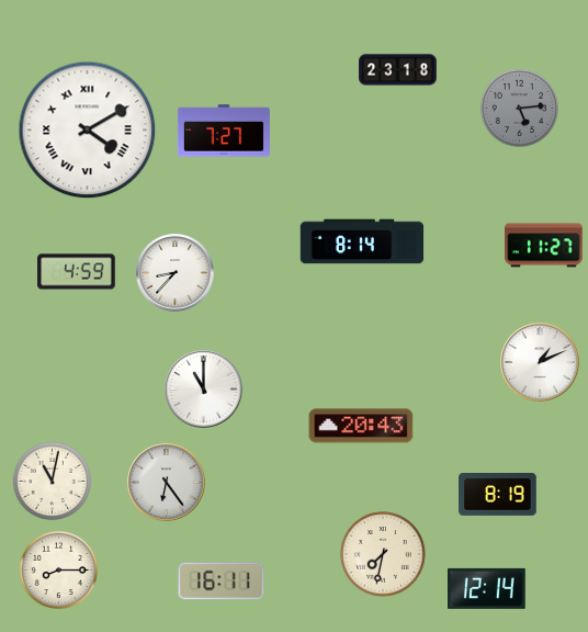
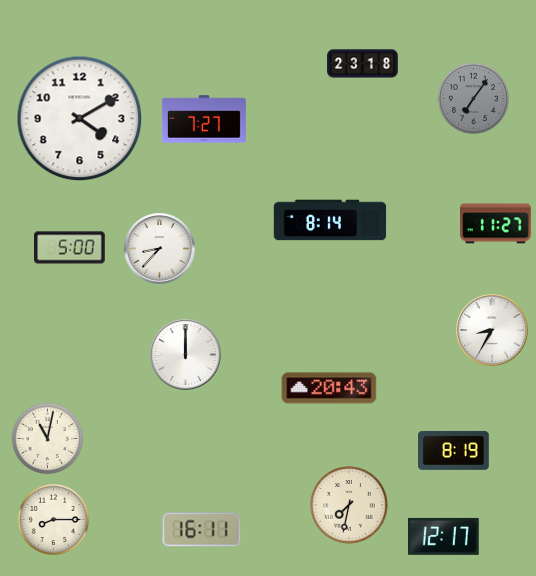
clock at (519, 108): 5:14 -> 7:06
clock at (88, 131) numerals: Roman -> Arabic
clock at (77, 272): 4:59 -> 5:00
clock at (540, 362): 1:11 -> 8:35
clock at (204, 390): 11:00 -> 12:00
clock at (167, 483): 6:24 -> none
clock at (487, 588): 12:14 -> 12:17
